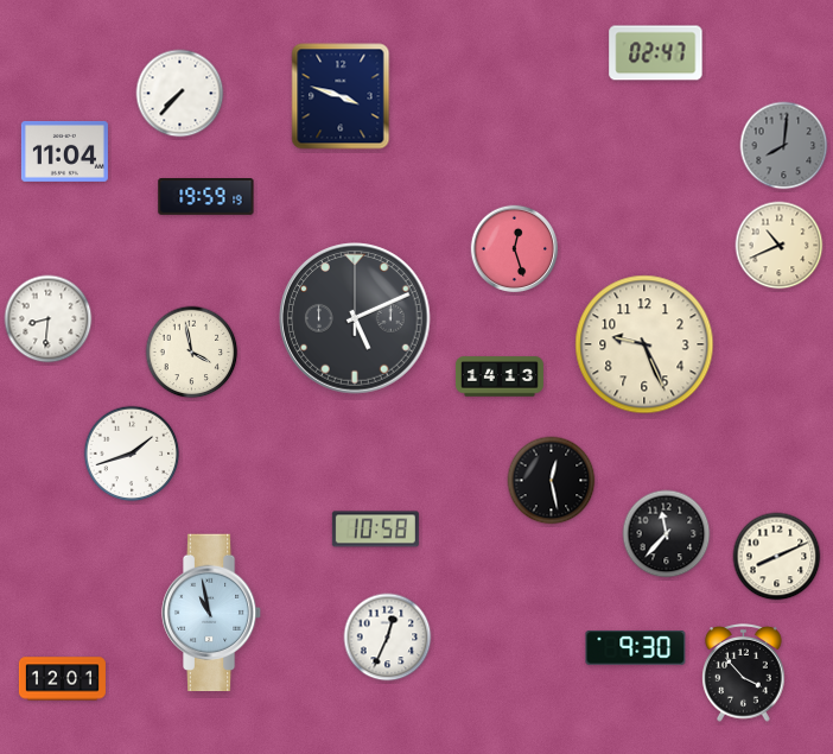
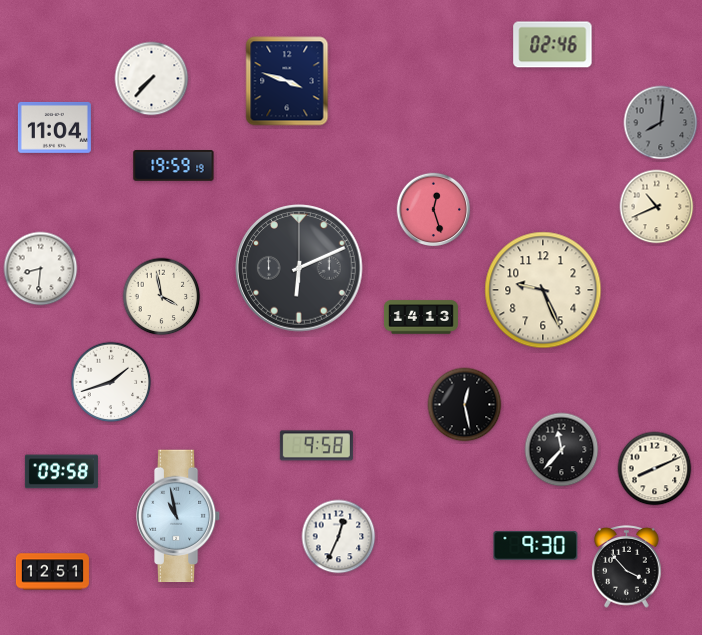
clock at (656, 53): 02:47 -> 02:46
clock at (355, 318): 5:11 -> 6:11
clock at (375, 530): 10:58 -> 9:58
clock at (61, 472): none -> 09:58
clock at (388, 638) position: (388, 638) -> (339, 537)
clock at (62, 679): 12:01 -> 12:51
